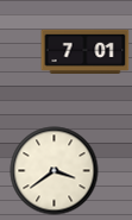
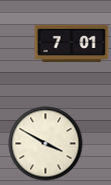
clock at (55, 171): 3:39 -> 3:50
